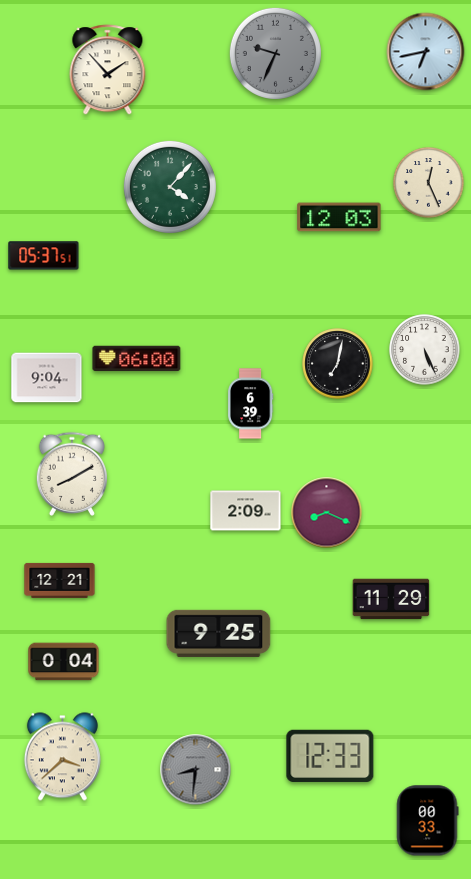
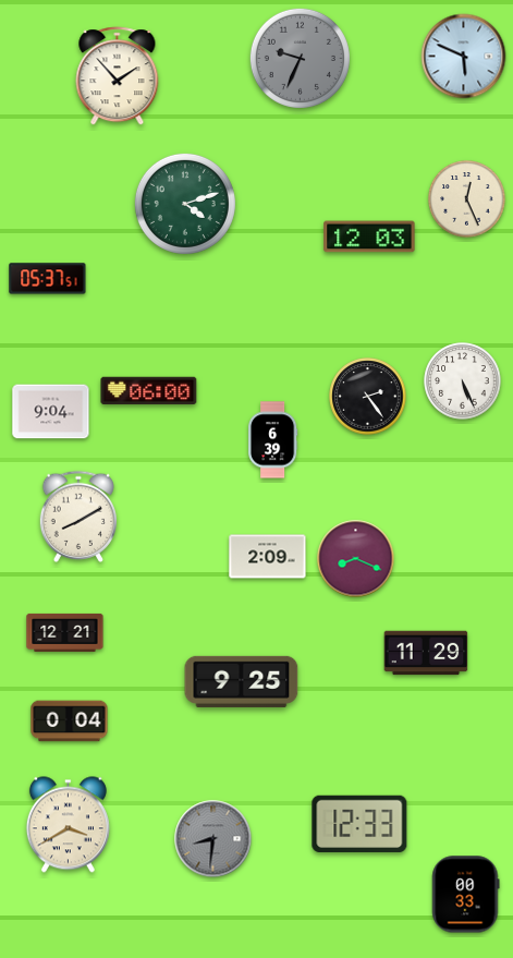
clock at (426, 52): 6:43 -> 5:49
clock at (170, 187): 4:07 -> 4:12
clock at (338, 364): 7:02 -> 2:24
clock at (219, 633) position: (219, 633) -> (242, 681)
clock at (62, 757): 3:38 -> 3:40
